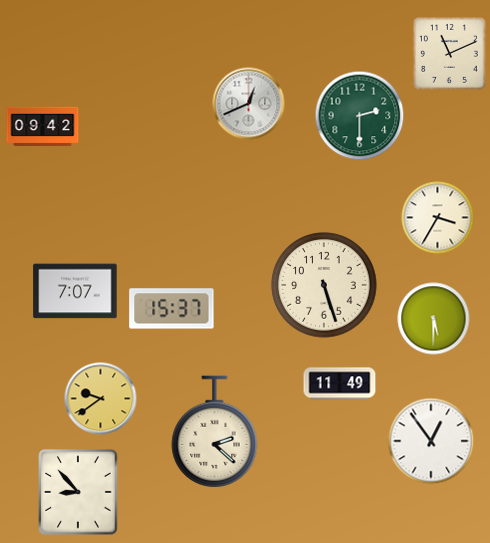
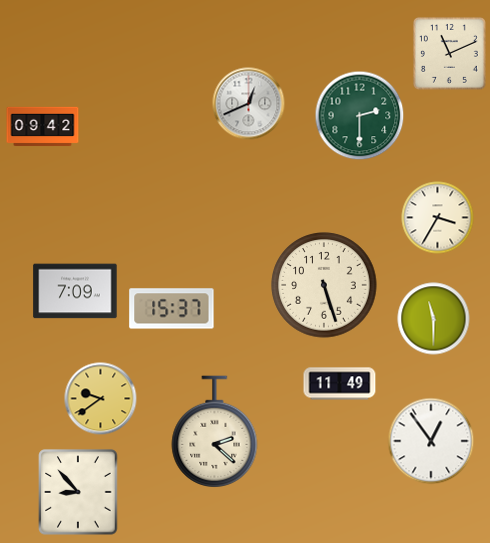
clock at (75, 291): 7:07 -> 7:09
clock at (434, 319): 5:30 -> 11:30
